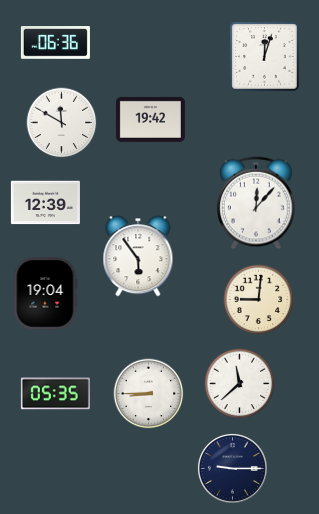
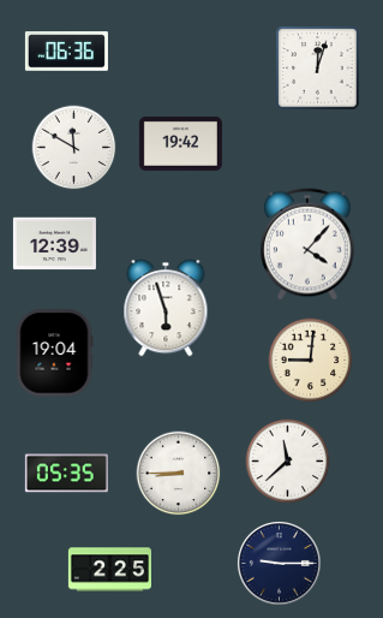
clock at (257, 203): 12:07 -> 4:07
clock at (138, 256): 5:54 -> 5:57
clock at (109, 570): none -> 2:25
